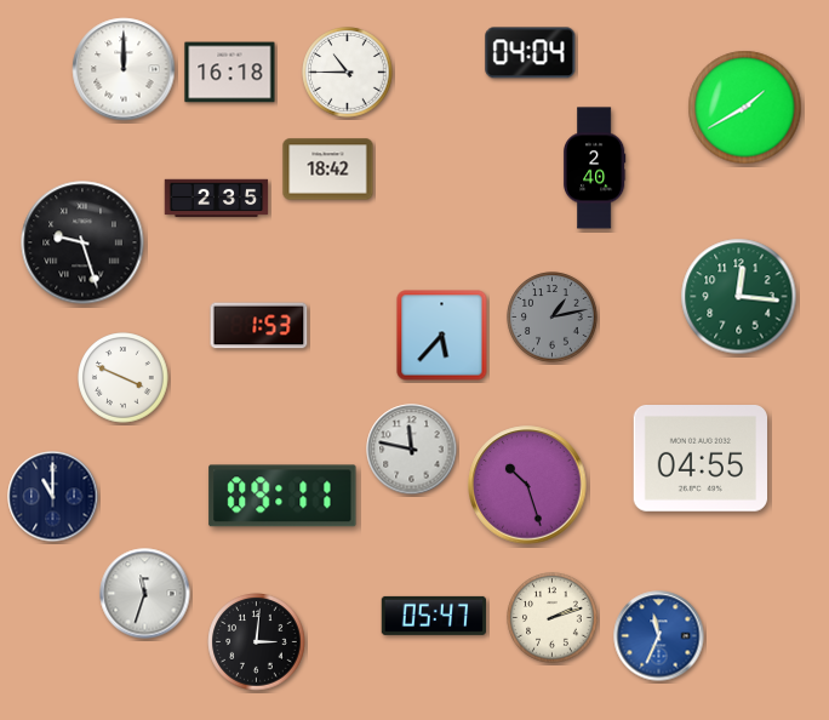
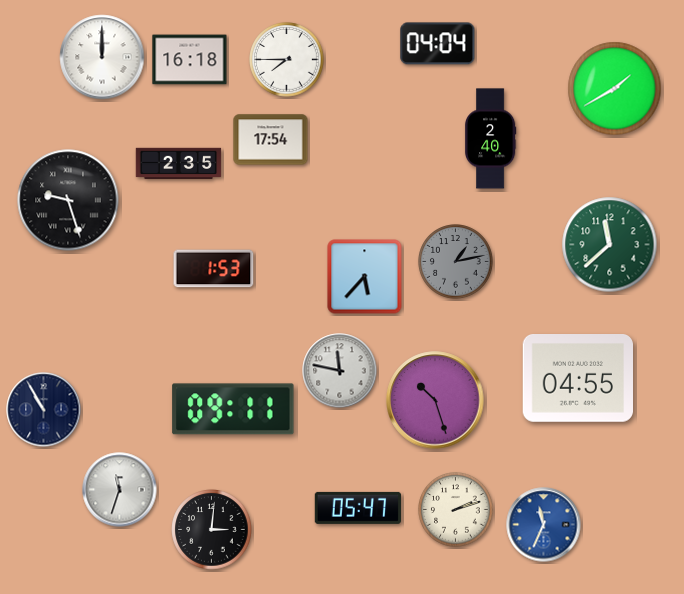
clock at (348, 73): 10:45 -> 7:45
clock at (328, 170): 18:42 -> 17:54
clock at (739, 297): 12:16 -> 11:38
clock at (124, 378): 3:49 -> none
clock at (53, 497): 11:00 -> 10:55
